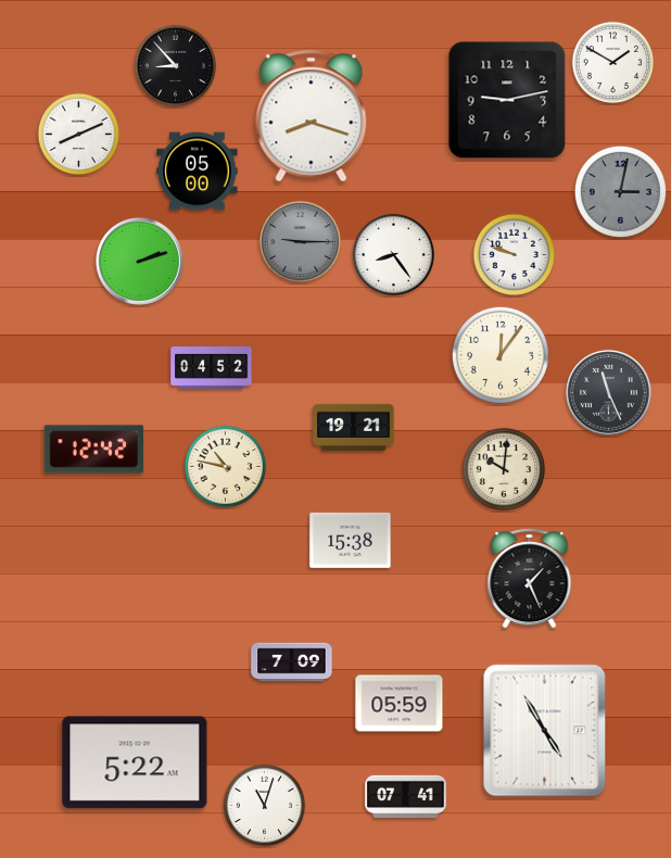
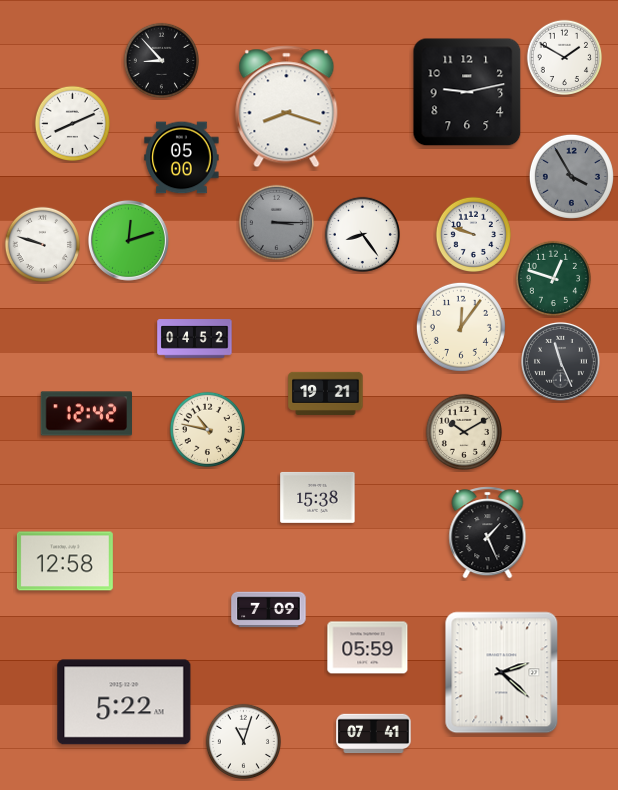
clock at (620, 191): 3:02 -> 3:55
clock at (300, 241): 9:15 -> 3:15
clock at (139, 261): 2:12 -> 12:12
clock at (42, 244): none -> 9:48
clock at (553, 278): none -> 12:48
clock at (504, 469): 10:01 -> 10:10
clock at (351, 540) position: (351, 540) -> (318, 497)
clock at (65, 561): none -> 12:58
clock at (545, 731): 4:55 -> 2:22
